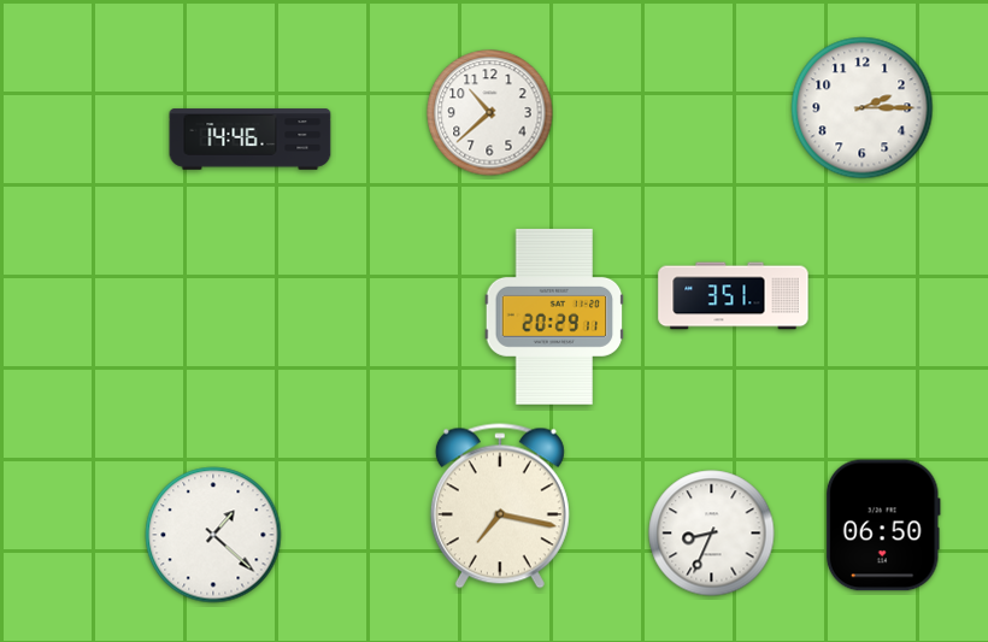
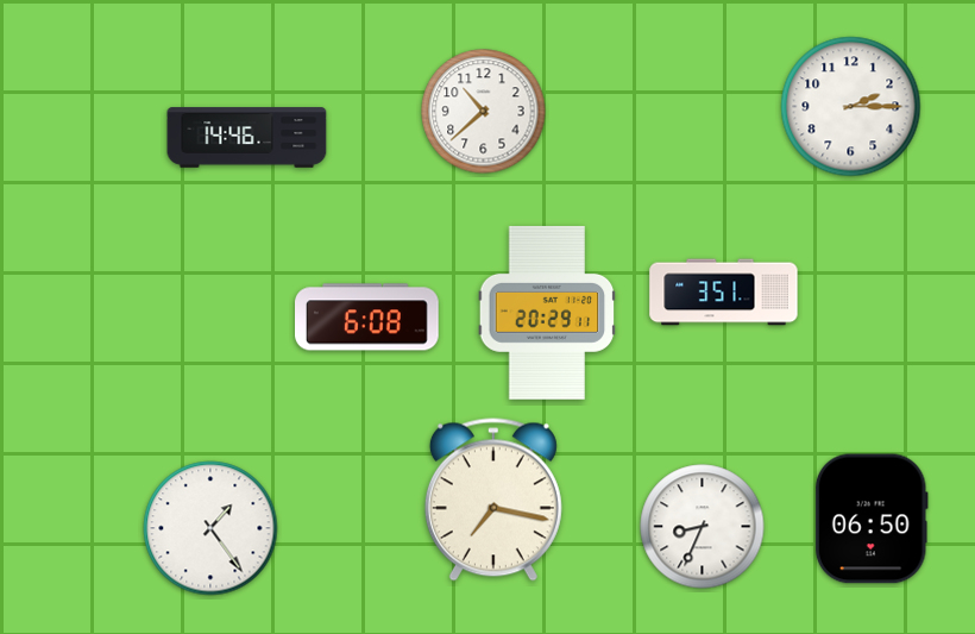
clock at (367, 318): none -> 6:08
clock at (213, 535): 1:22 -> 1:24
